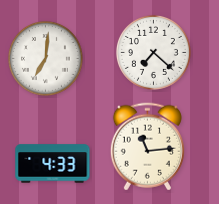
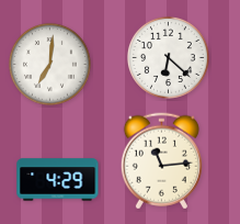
clock at (153, 52): 7:22 -> 6:22
clock at (53, 164): 4:33 -> 4:29
